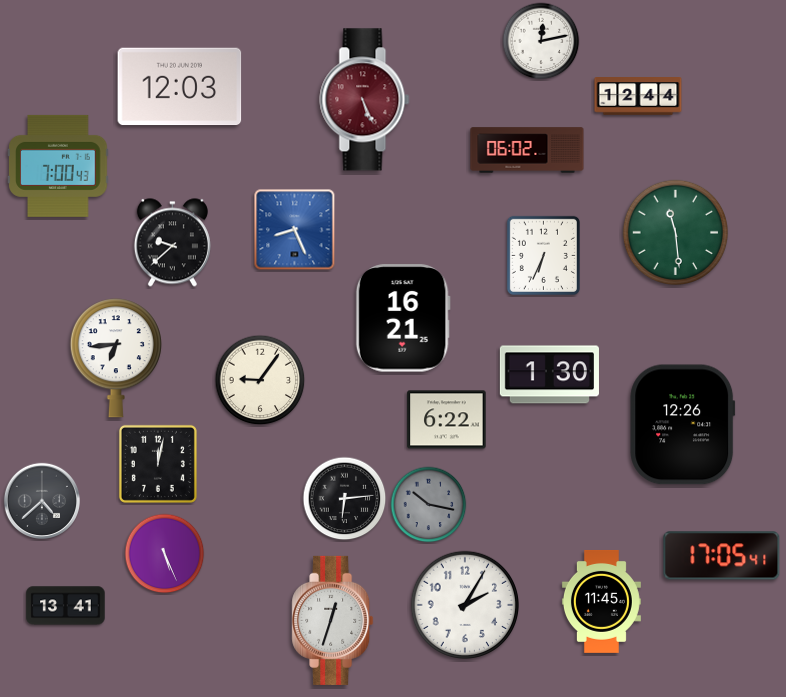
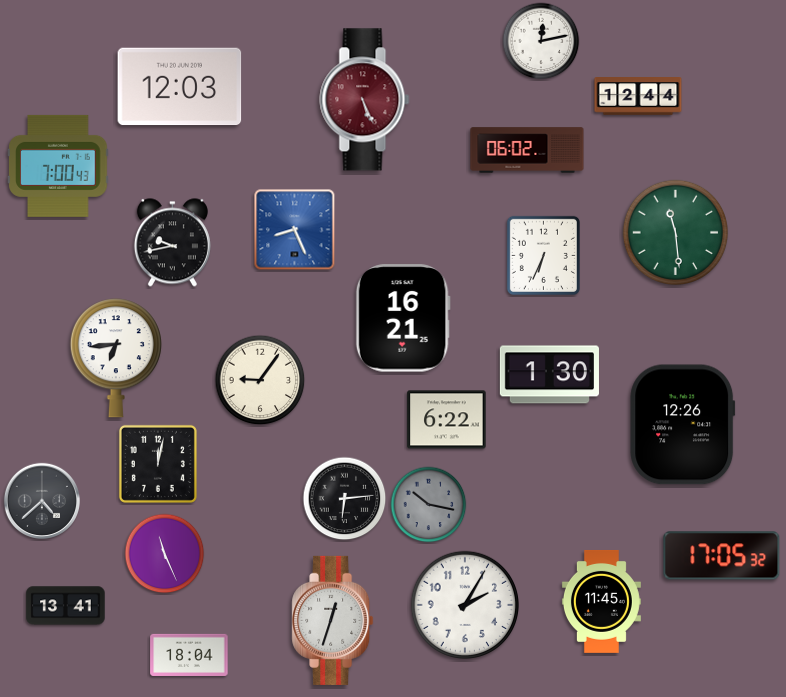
clock at (172, 243): 9:38 -> 9:43
clock at (165, 554): 5:26 -> 11:26
clock at (722, 556): 17:05:41 -> 17:05:32
clock at (189, 655): none -> 18:04
